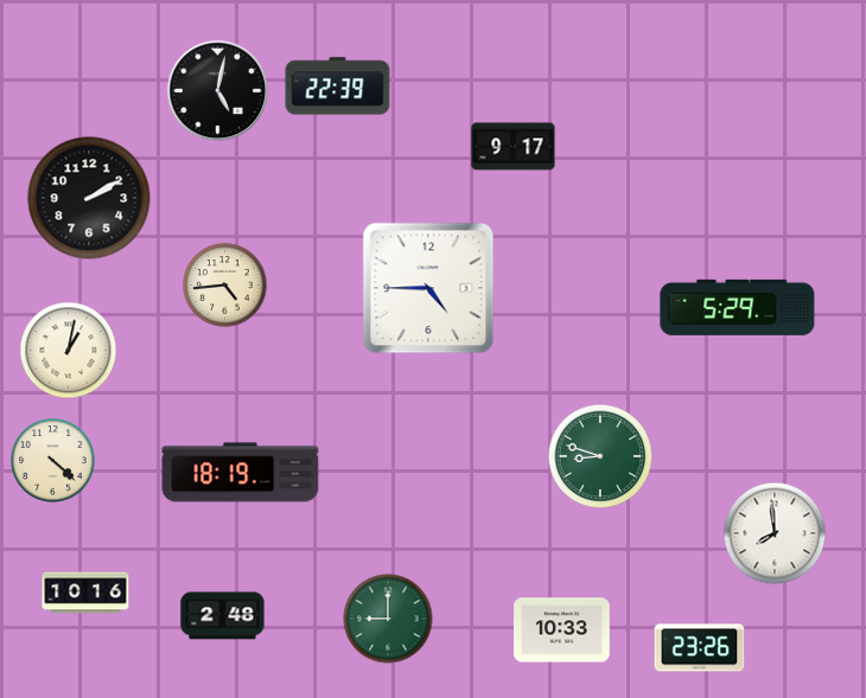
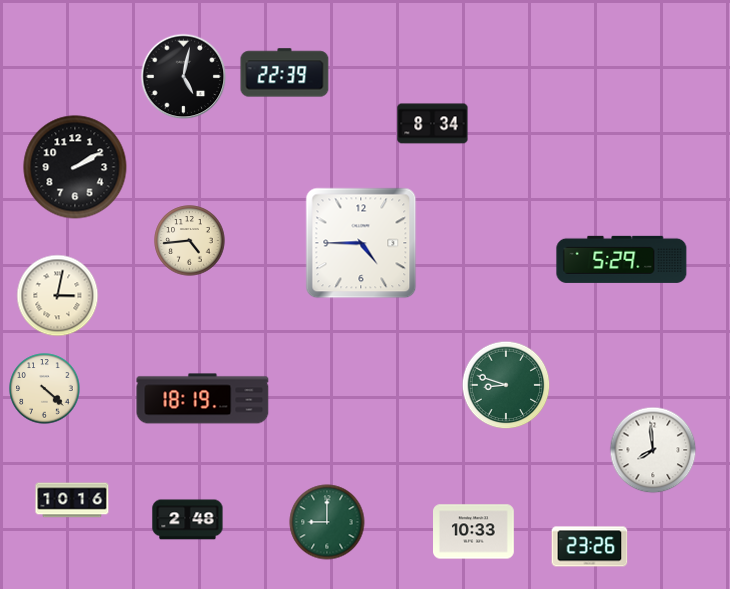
clock at (514, 147): 9:17 -> 8:34
clock at (69, 351): 1:02 -> 3:02
